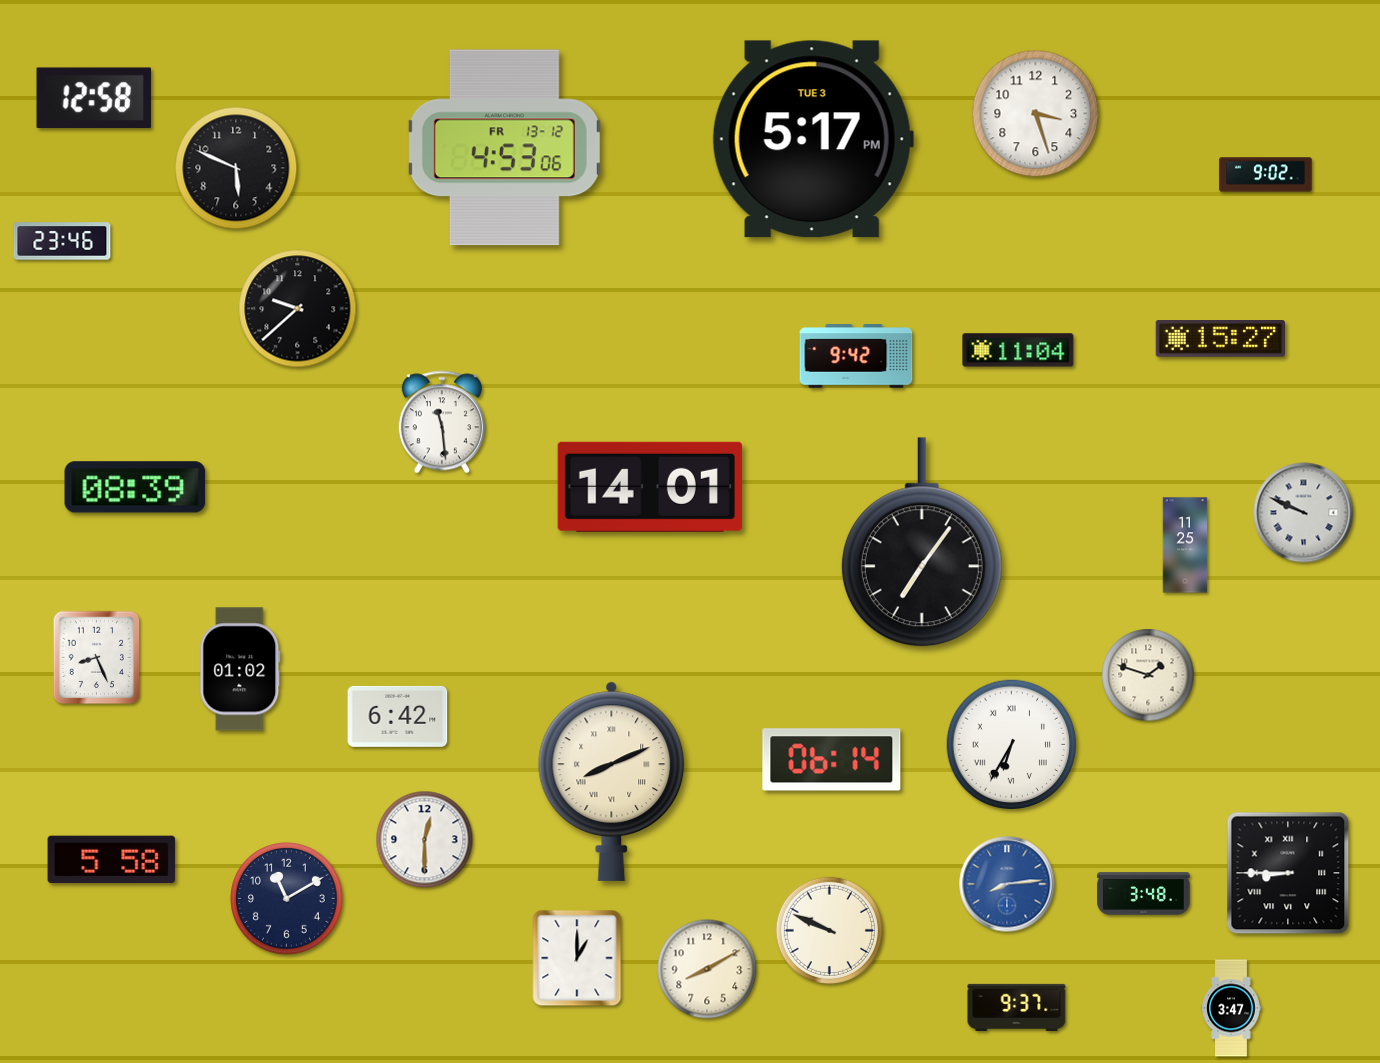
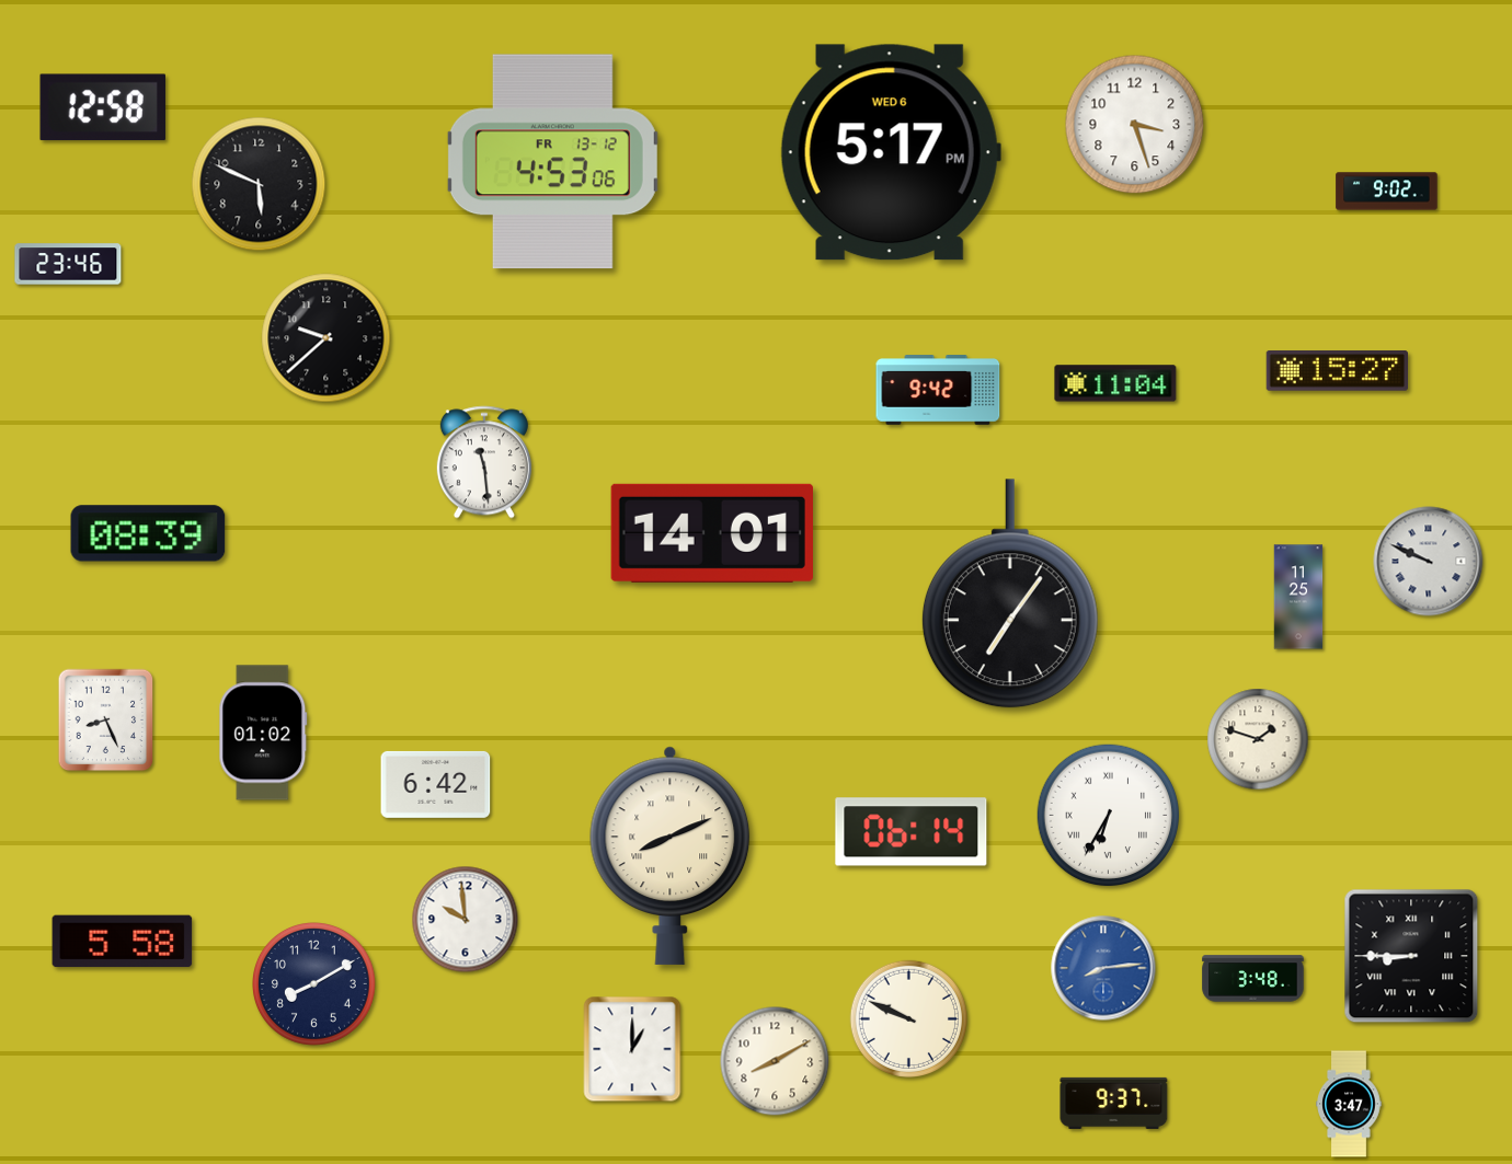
clock at (813, 139) date: TUE 3 -> WED 6
clock at (425, 840): 12:30 -> 9:59
clock at (287, 899): 11:10 -> 8:10
